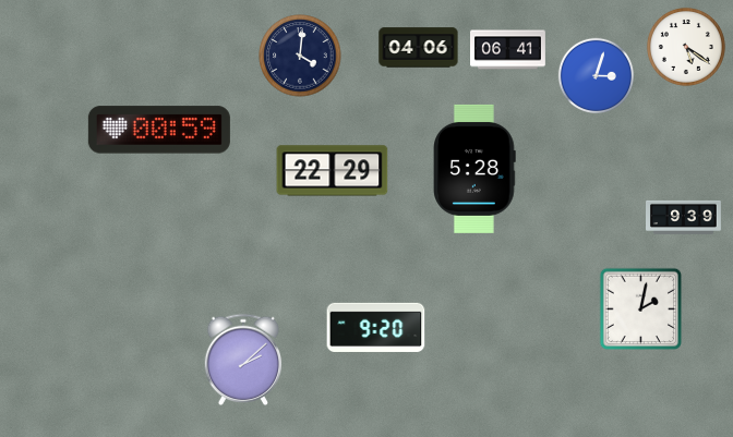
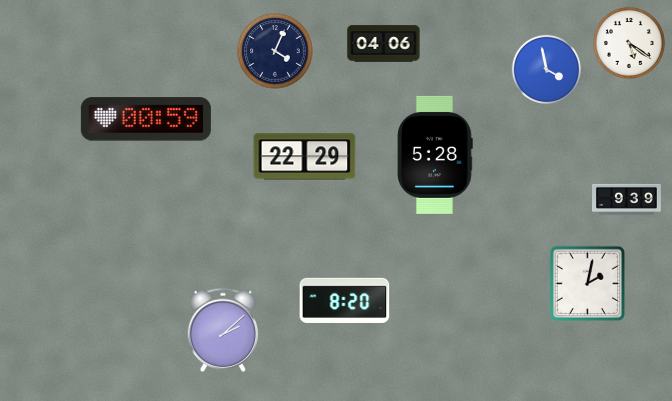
clock at (508, 50): 06:41 -> none
clock at (300, 56): 4:01 -> 4:04
clock at (596, 75): 3:03 -> 3:58
clock at (376, 327): 9:20 -> 8:20
